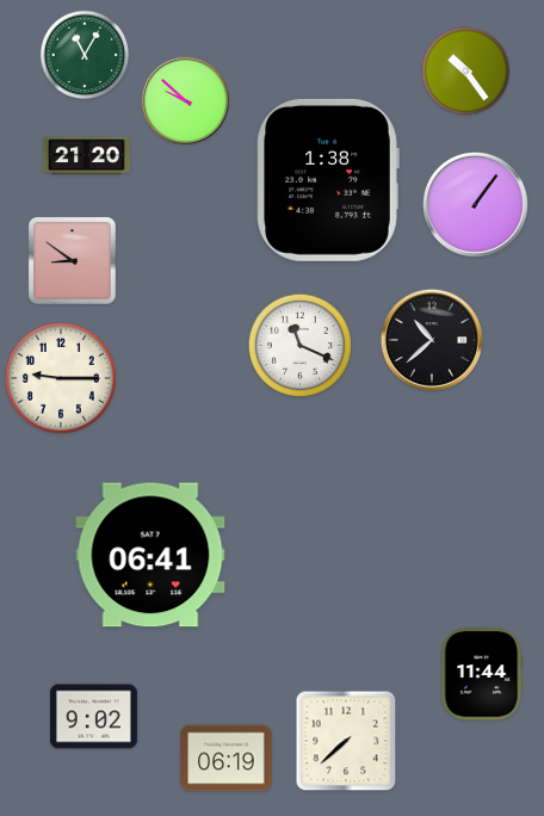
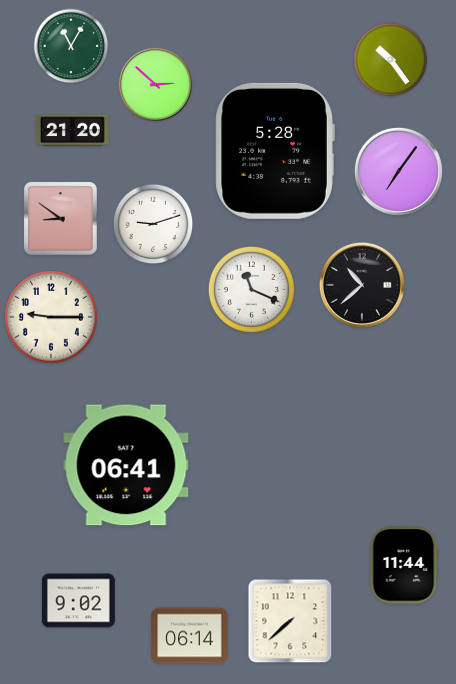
clock at (185, 100): 9:52 -> 2:52
clock at (328, 180): 1:38 -> 5:28
clock at (475, 204): 1:06 -> 7:06
clock at (153, 224): none -> 9:12
clock at (227, 759): 06:19 -> 06:14
